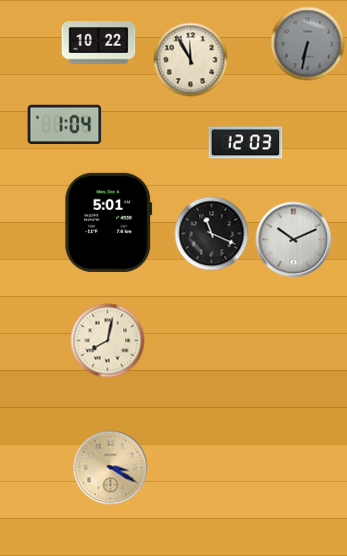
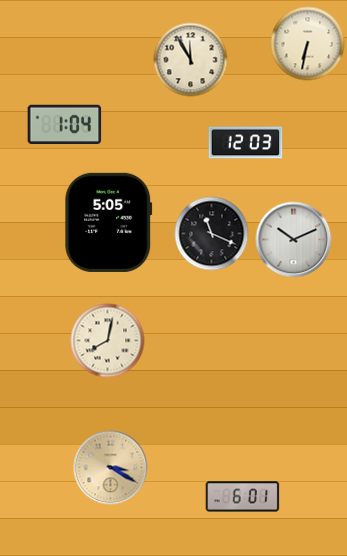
clock at (99, 43): 10:22 -> none
clock at (308, 44) dial: grey -> cream
clock at (109, 222): 5:01 -> 5:05
clock at (243, 497): none -> 6:01
